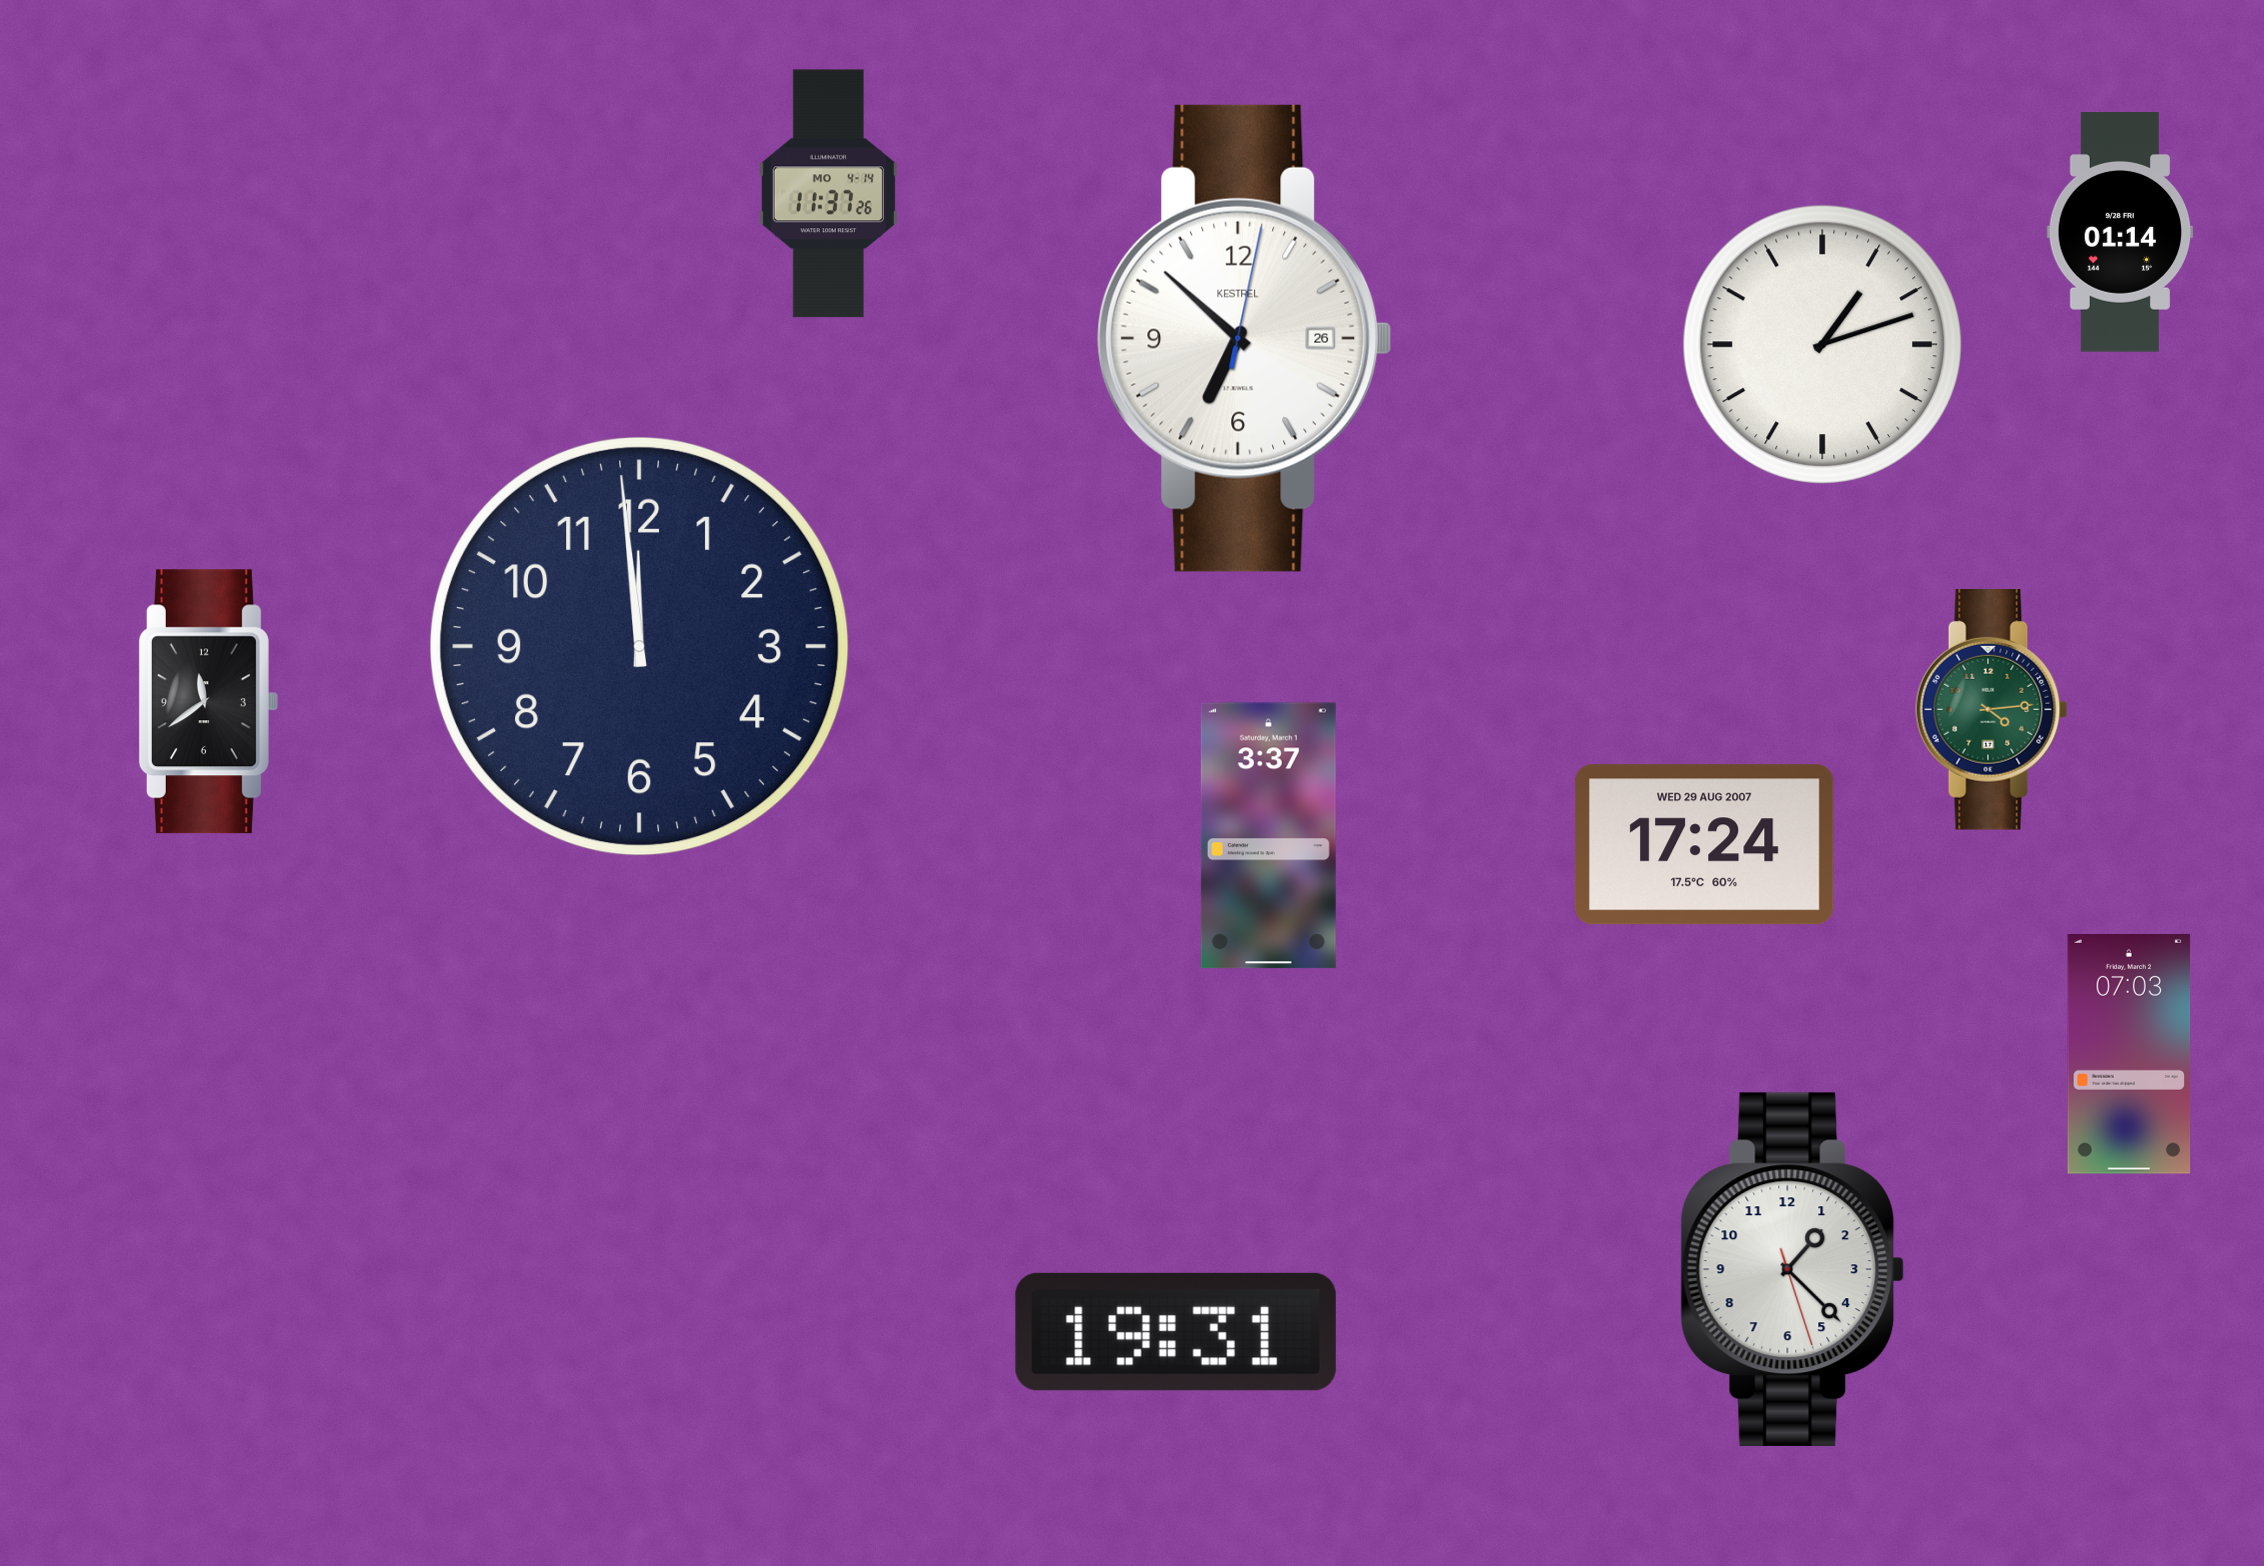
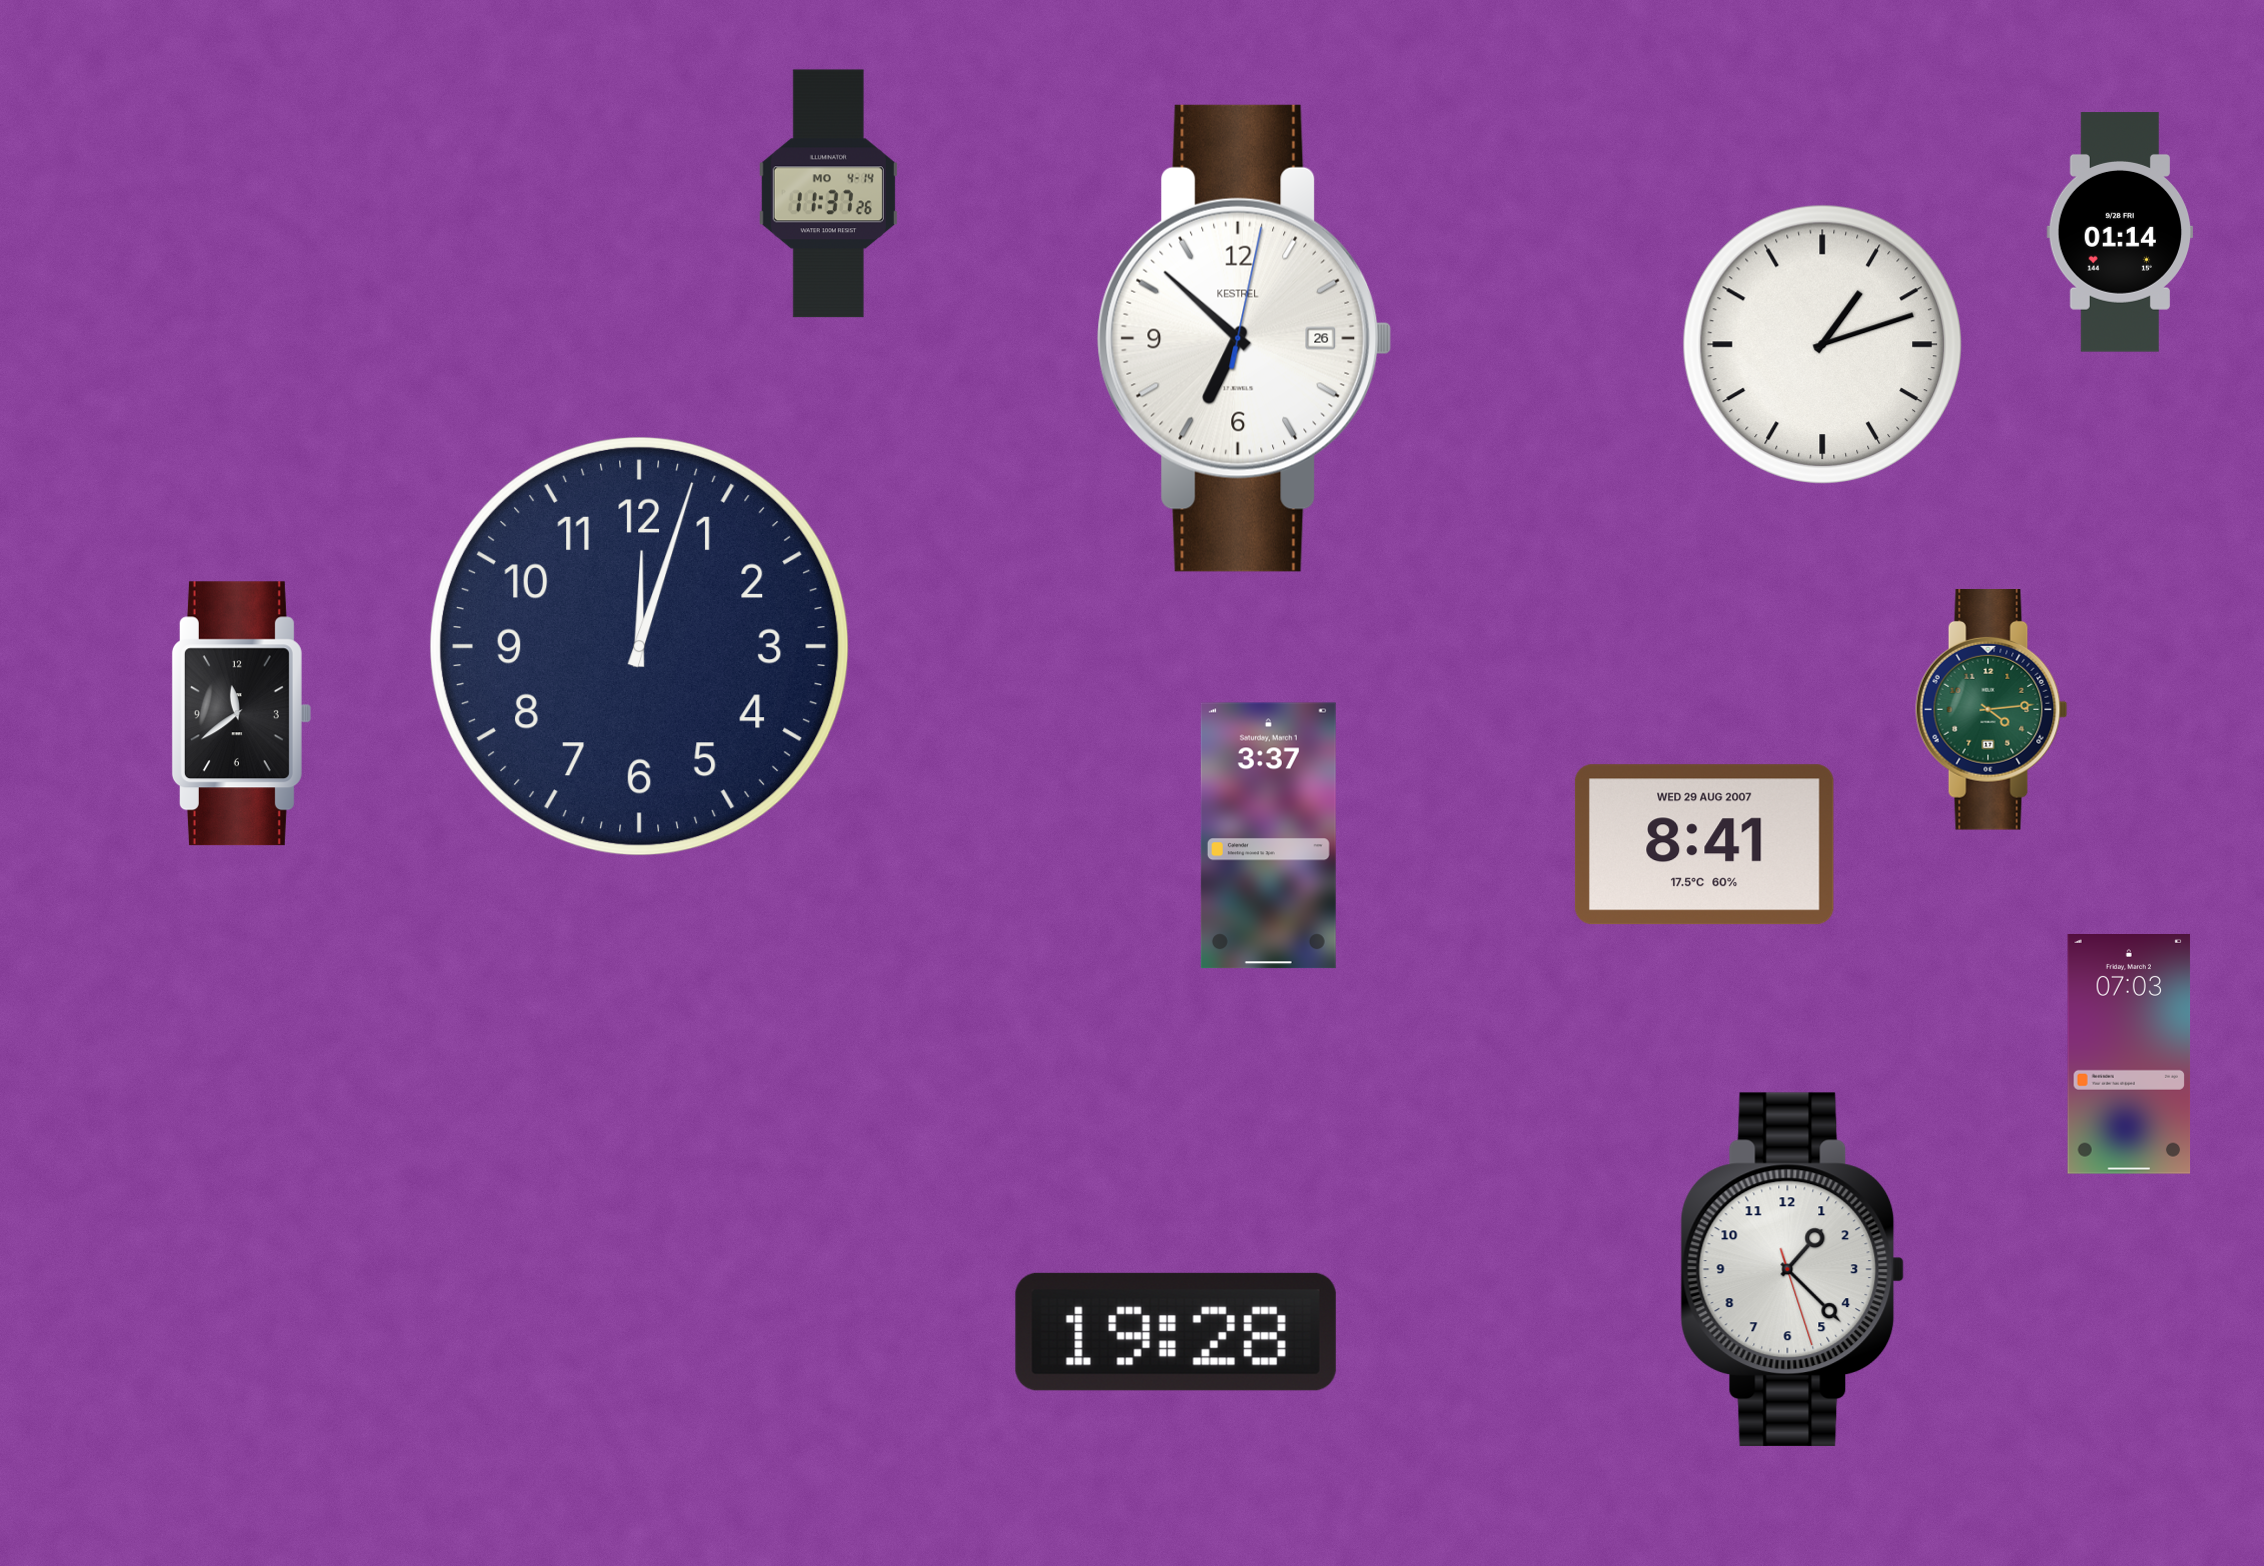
clock at (639, 646): 11:59 -> 12:03
clock at (208, 702) position: (208, 702) -> (241, 714)
clock at (1704, 845): 17:24 -> 8:41
clock at (1176, 1332): 19:31 -> 19:28
